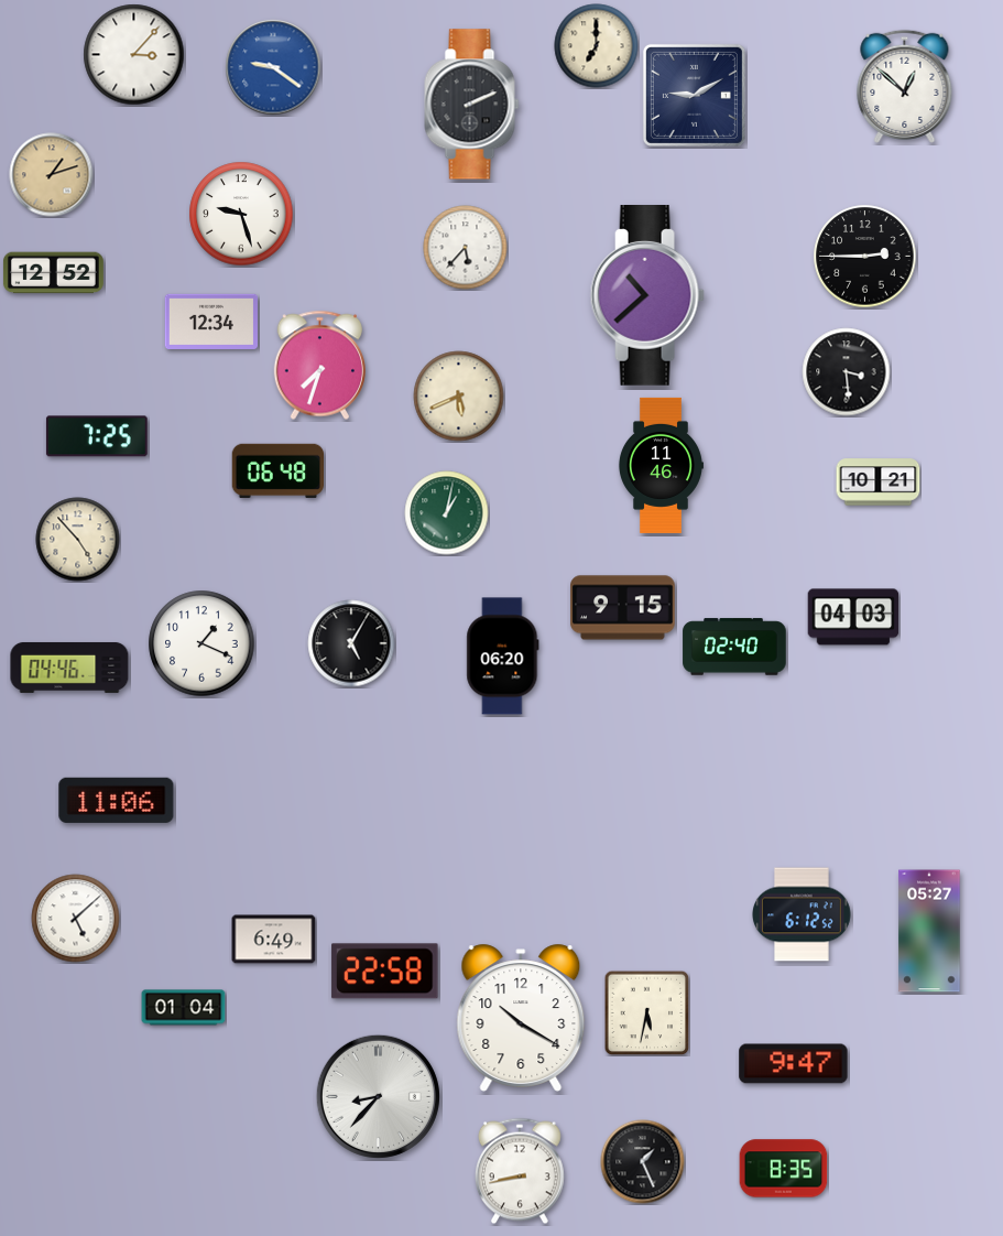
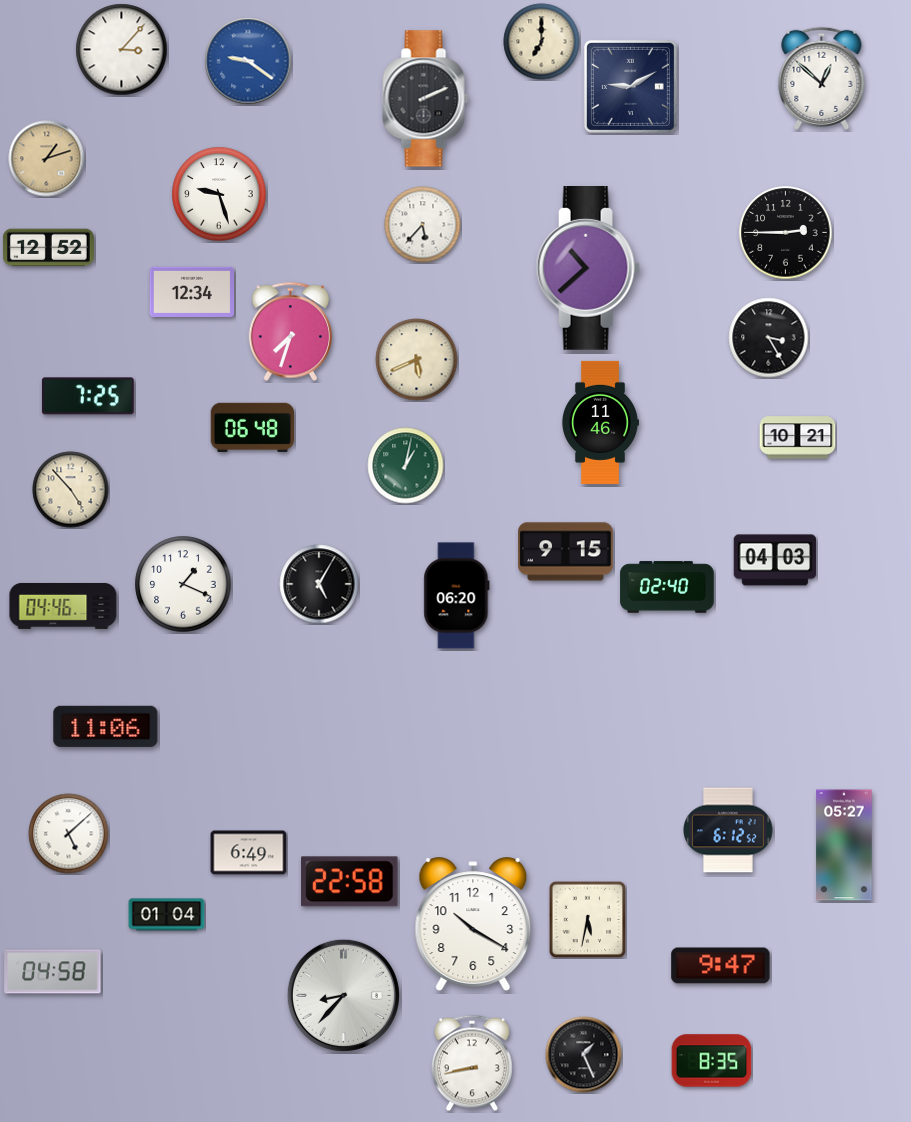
clock at (472, 105) position: (472, 105) -> (426, 99)
clock at (847, 372): 3:29 -> 3:25
clock at (53, 972): none -> 04:58
